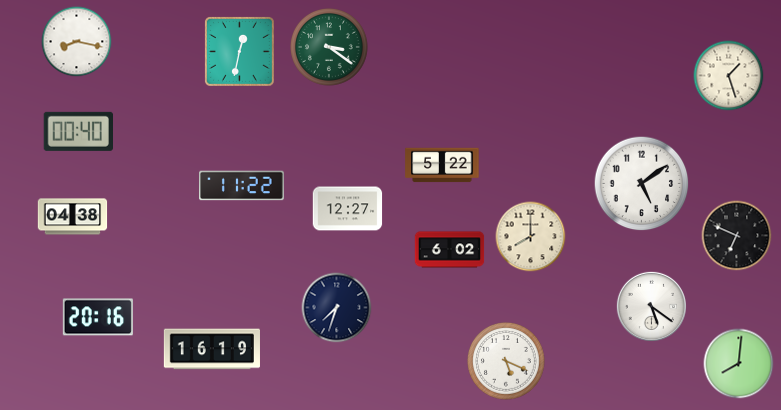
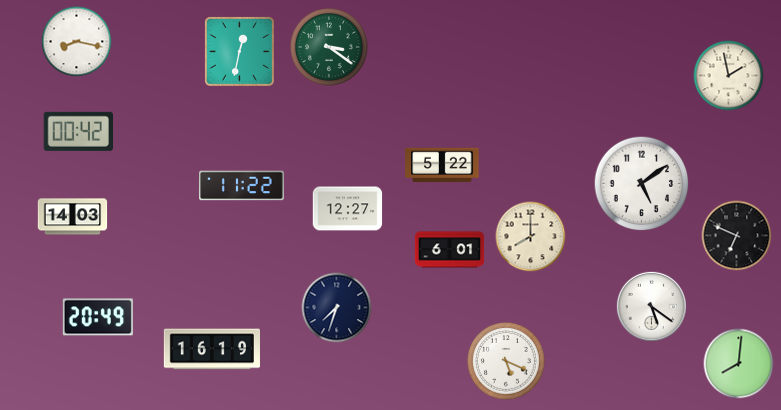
clock at (729, 76): 1:27 -> 1:58
clock at (78, 131): 00:40 -> 00:42
clock at (73, 217): 04:38 -> 14:03
clock at (450, 250): 6:02 -> 6:01
clock at (98, 317): 20:16 -> 20:49
